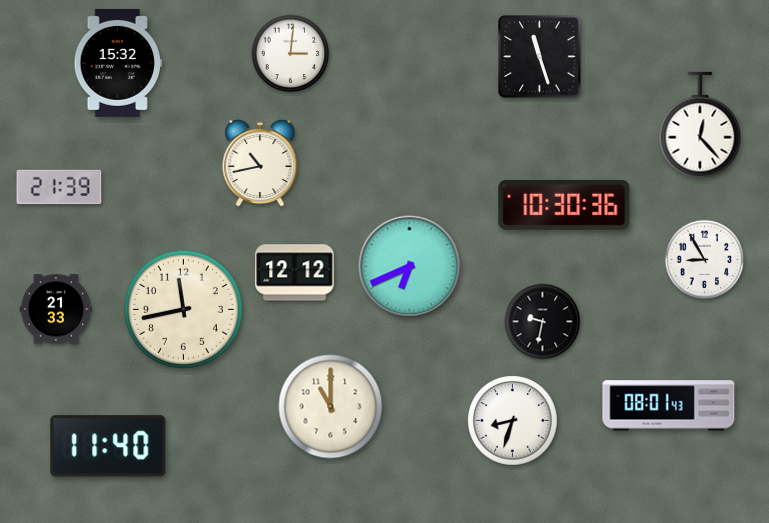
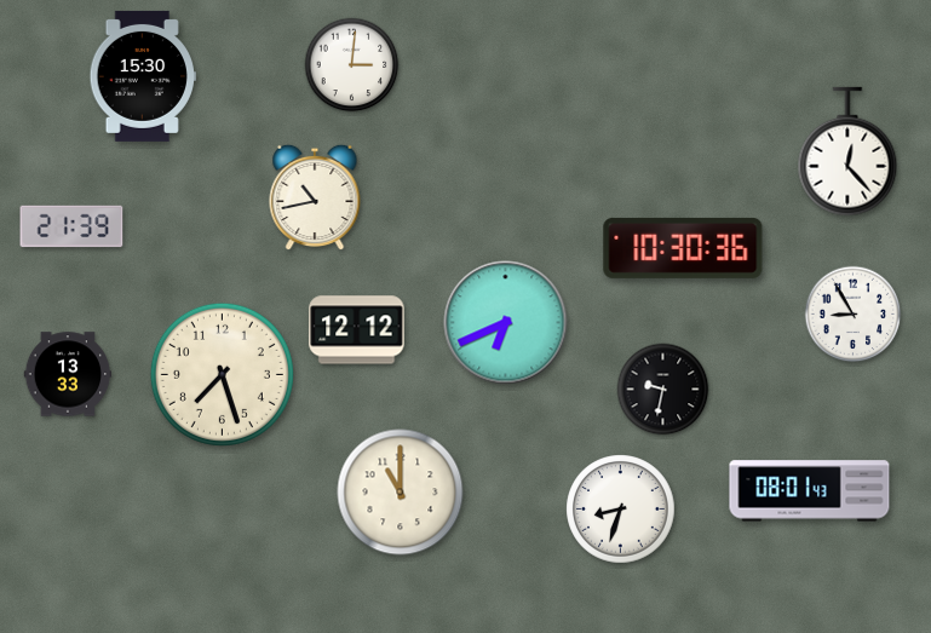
clock at (540, 57): 11:27 -> none
clock at (118, 63): 15:32 -> 15:30
clock at (410, 267) position: (410, 267) -> (506, 323)
clock at (56, 309): 21:33 -> 13:33
clock at (183, 309): 11:43 -> 7:27
clock at (543, 322) position: (543, 322) -> (663, 390)
clock at (108, 446): 11:40 -> none
